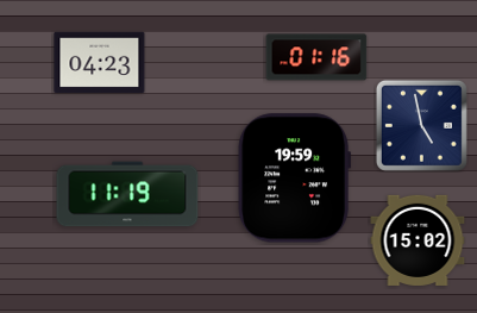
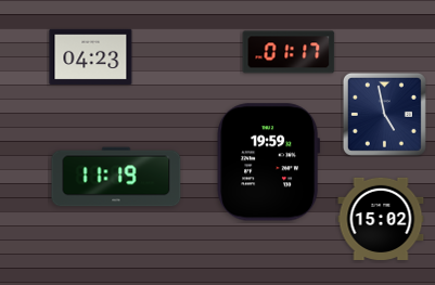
clock at (316, 57): 01:16 -> 01:17
